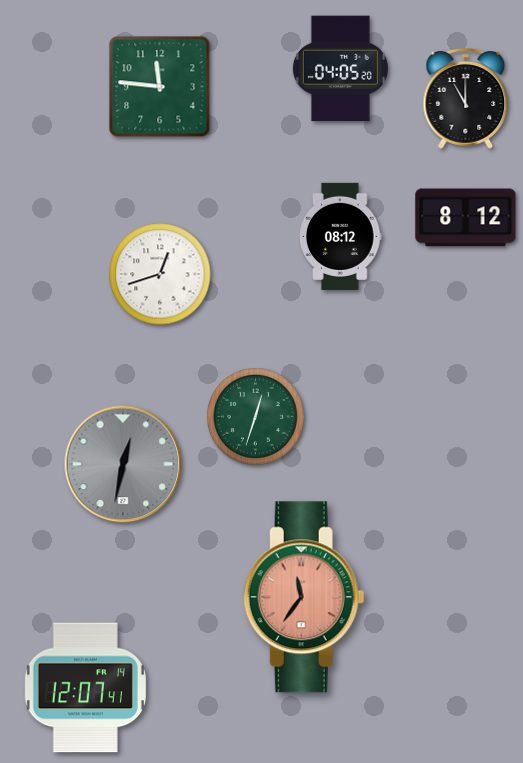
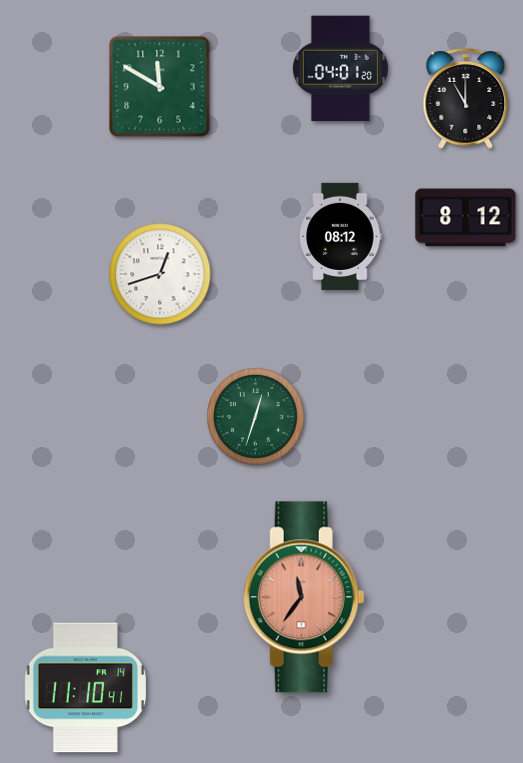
clock at (340, 69): 04:05 -> 04:01
clock at (160, 87): 11:46 -> 11:50
clock at (123, 464): 12:32 -> none
clock at (85, 688): 12:07 -> 11:10
